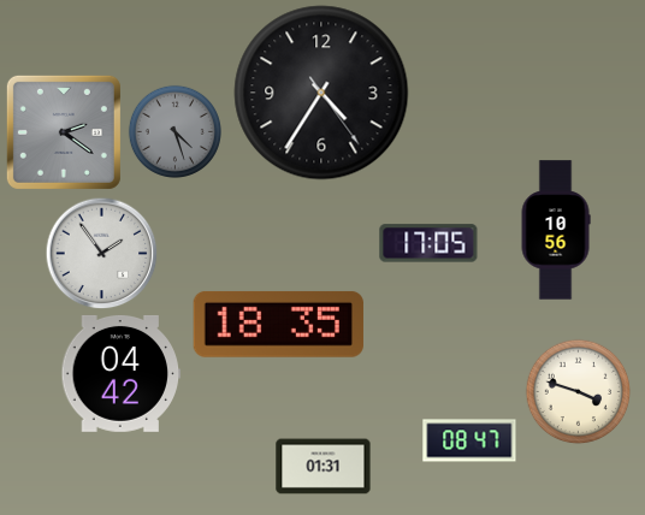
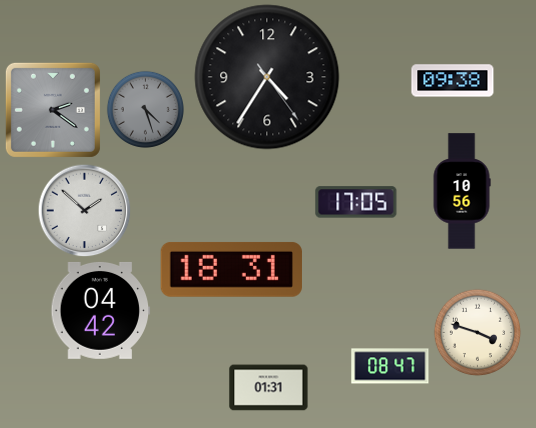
clock at (453, 81): none -> 09:38
clock at (101, 253): 1:54 -> 1:52
clock at (278, 324): 18:35 -> 18:31
clock at (578, 391) position: (578, 391) -> (477, 332)
